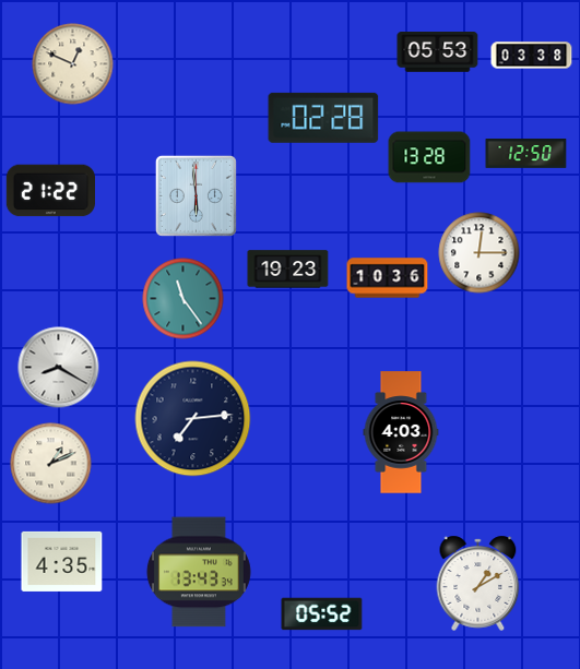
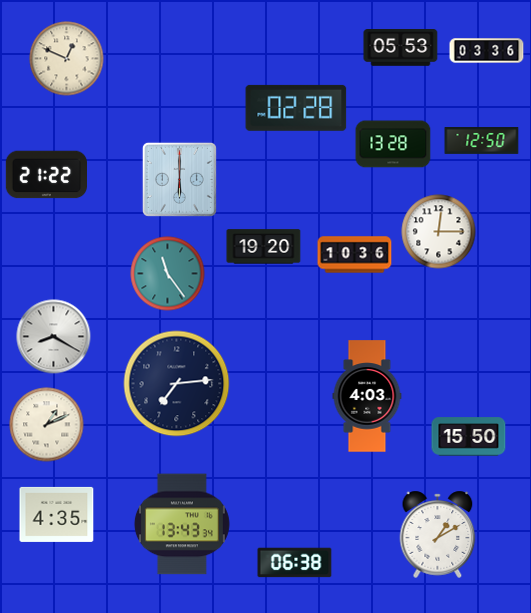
clock at (532, 56): 03:38 -> 03:36
clock at (196, 195): 5:59 -> 6:00
clock at (288, 270): 19:23 -> 19:20
clock at (469, 437): none -> 15:50
clock at (322, 614): 05:52 -> 06:38
